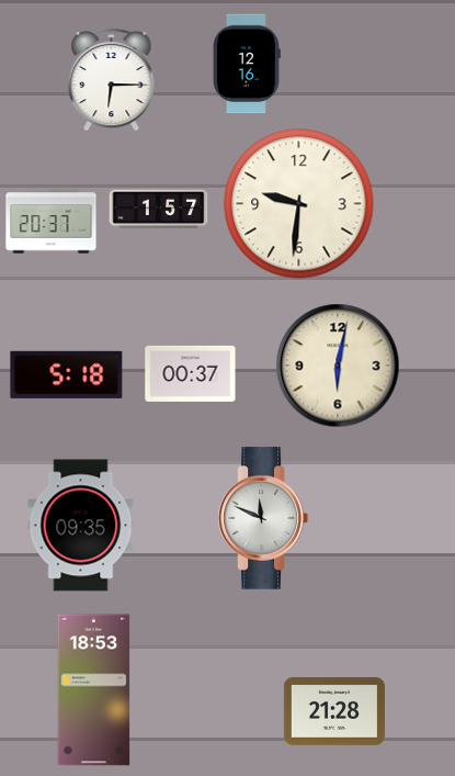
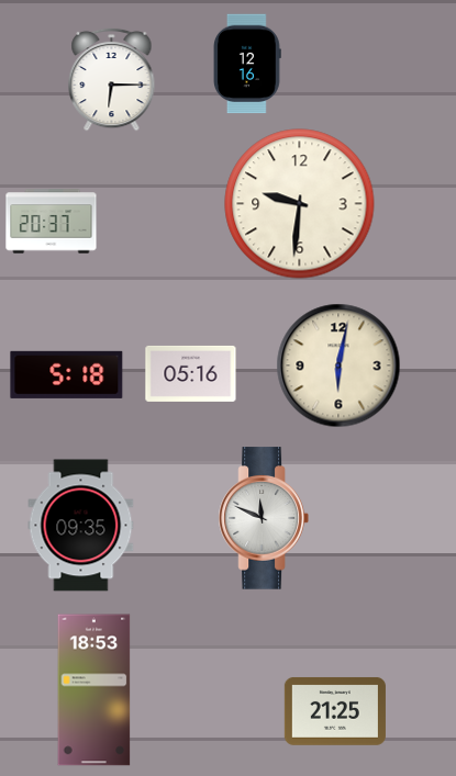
clock at (159, 210): 1:57 -> none
clock at (191, 373): 00:37 -> 05:16
clock at (334, 711): 21:28 -> 21:25
